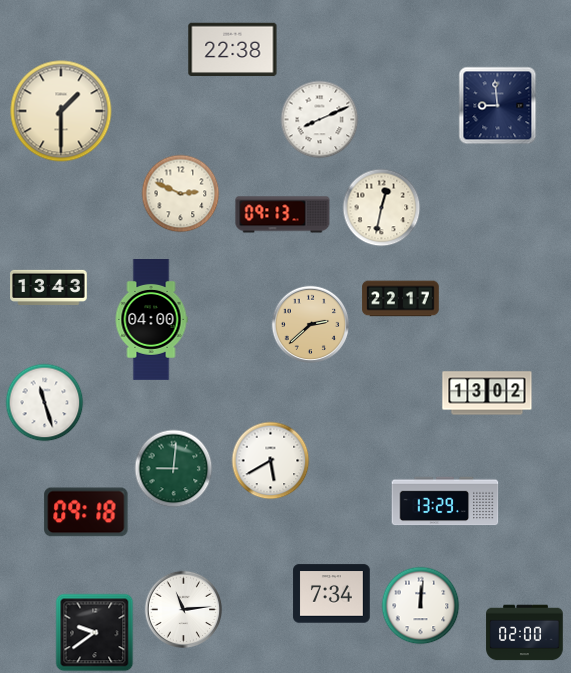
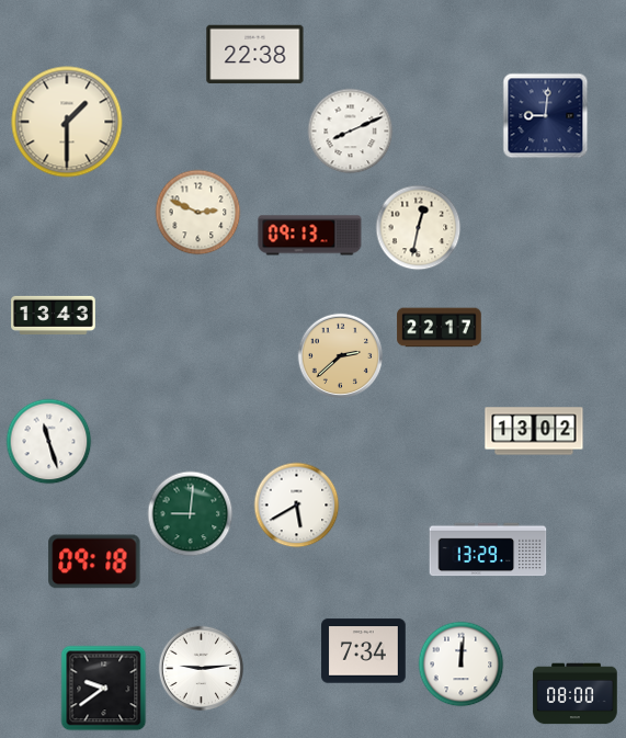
clock at (497, 105): 8:59 -> 9:01
clock at (151, 320): 04:00 -> none
clock at (183, 609): 11:14 -> 9:14
clock at (94, 632) position: (94, 632) -> (103, 688)
clock at (525, 633): 02:00 -> 08:00
